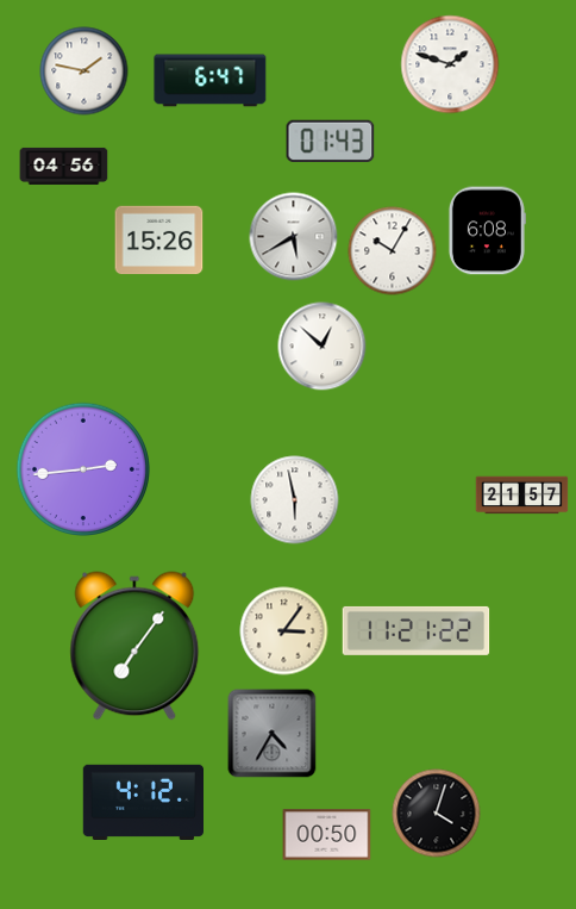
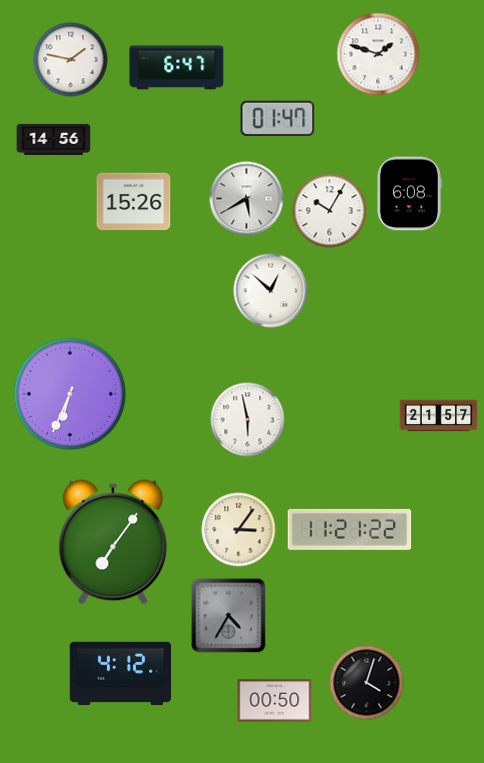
clock at (331, 141): 01:43 -> 01:47
clock at (64, 166): 04:56 -> 14:56
clock at (82, 468): 2:44 -> 6:34
